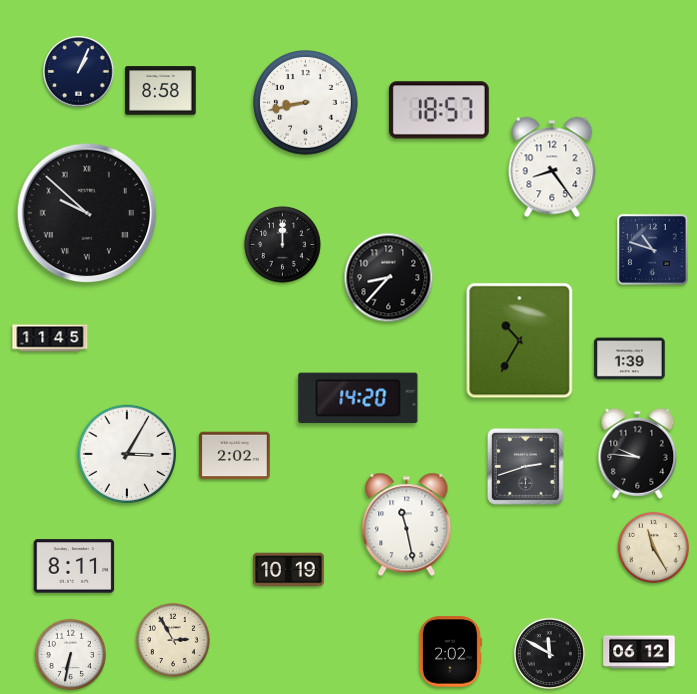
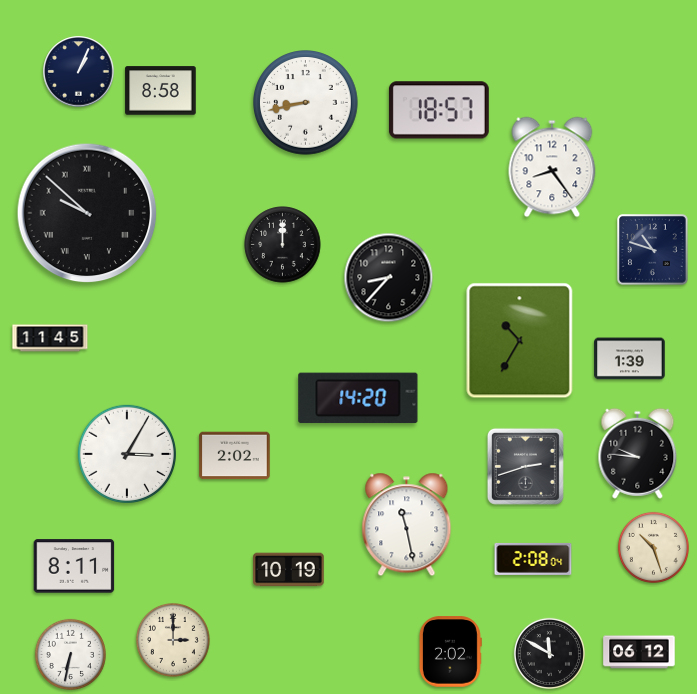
clock at (653, 547): 11:25 -> 10:27
clock at (533, 559): none -> 2:08
clock at (173, 640): 2:55 -> 3:00
